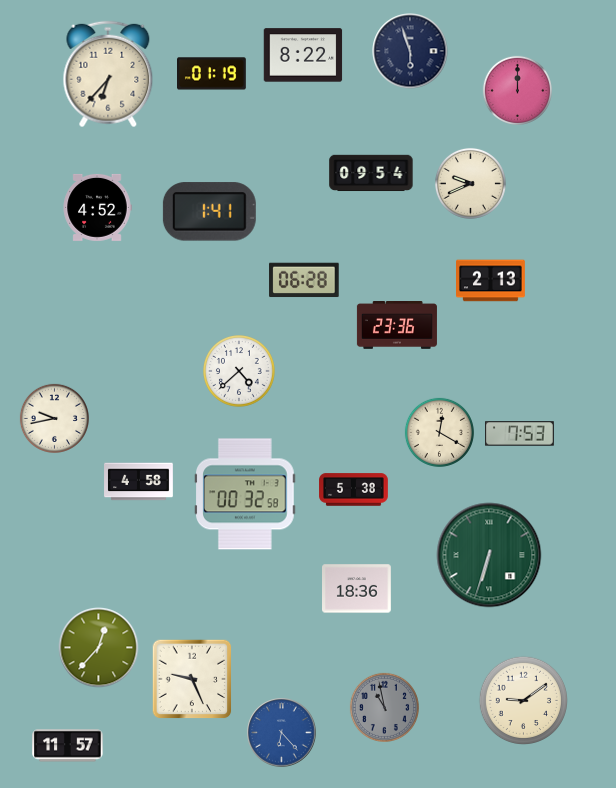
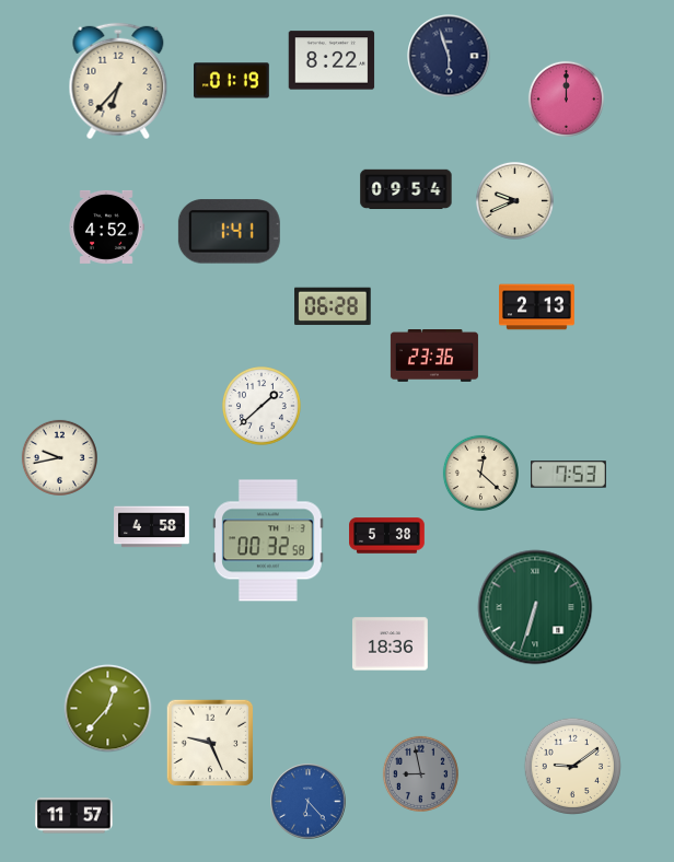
clock at (240, 372): 4:38 -> 1:38
clock at (439, 432): 12:20 -> 12:22
clock at (384, 707): 10:58 -> 8:58
